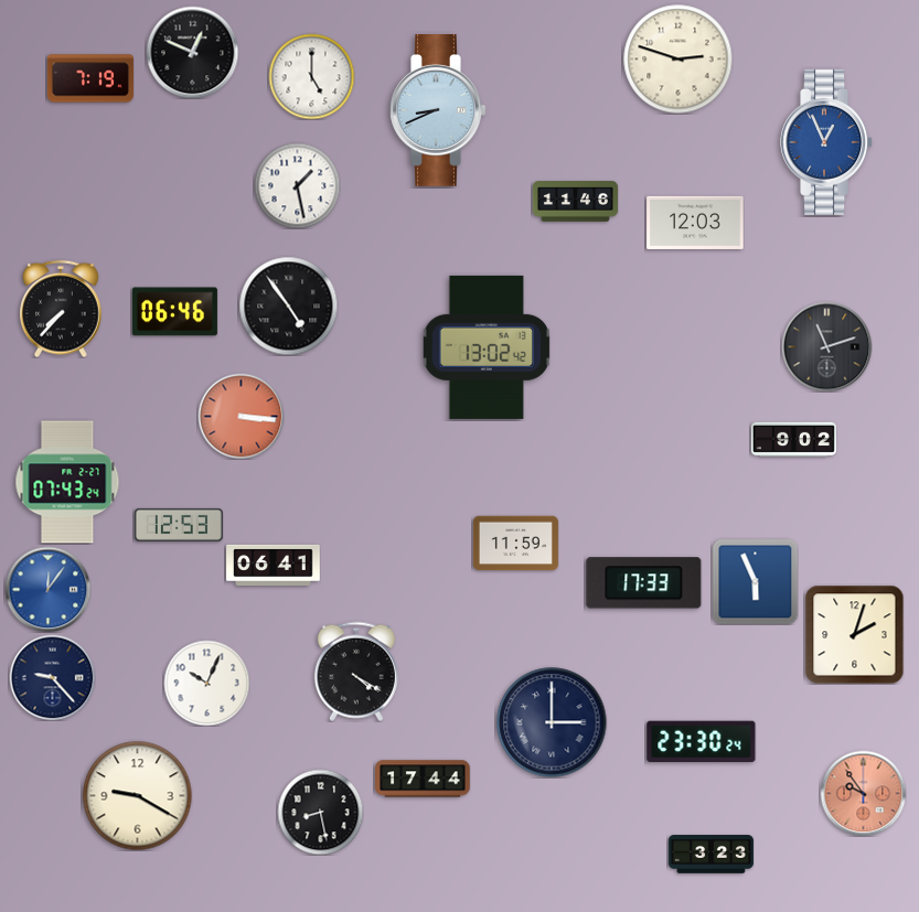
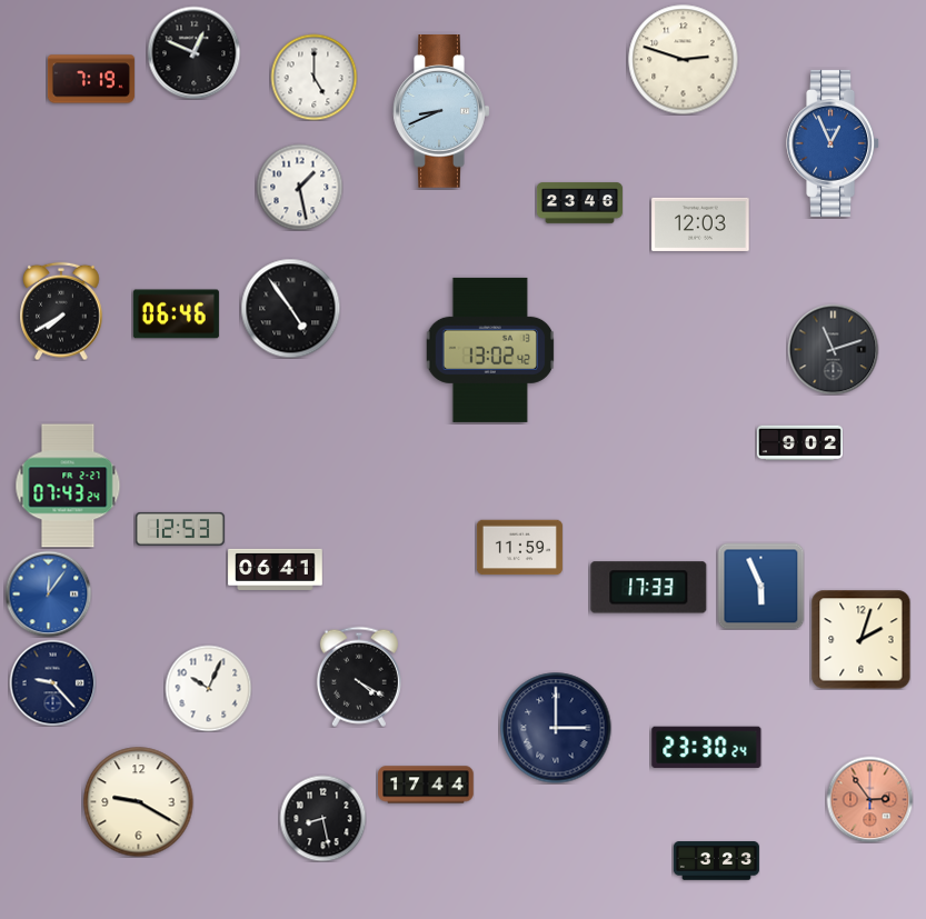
clock at (575, 202): 11:46 -> 23:46
clock at (61, 309): 7:37 -> 7:40
clock at (241, 416): 3:16 -> none
clock at (863, 793): 9:54 -> 2:54
